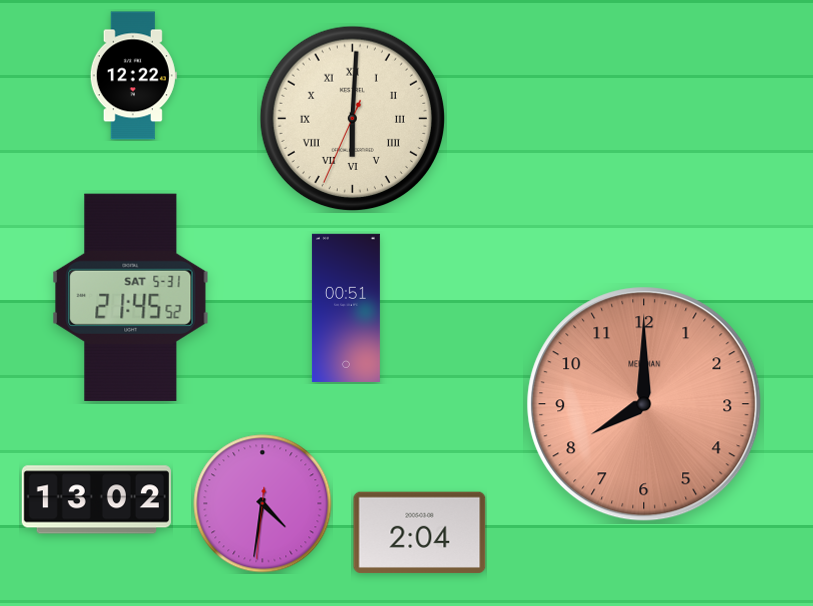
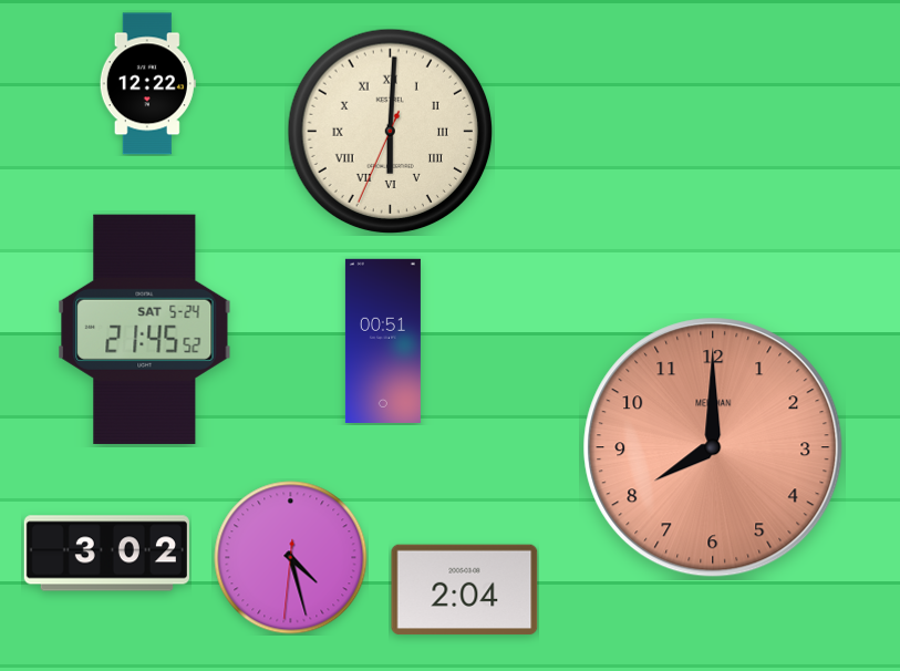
clock at (131, 297) date: SAT 5-31 -> SAT 5-24
clock at (96, 500): 13:02 -> 3:02
clock at (263, 504): 4:31 -> 4:27
